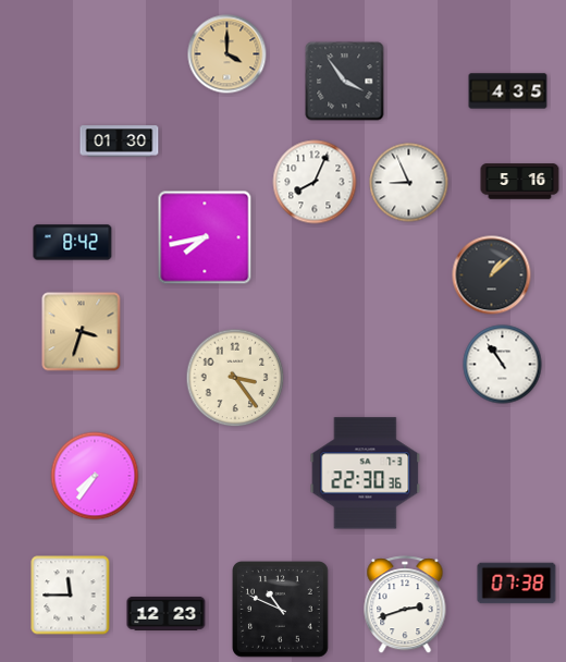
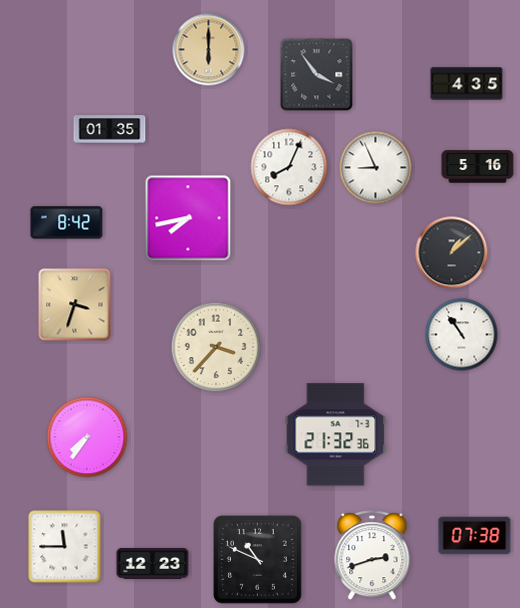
clock at (227, 54): 4:00 -> 6:00
clock at (120, 142): 01:30 -> 01:35
clock at (235, 378): 3:24 -> 3:37
clock at (366, 474): 22:30 -> 21:32
